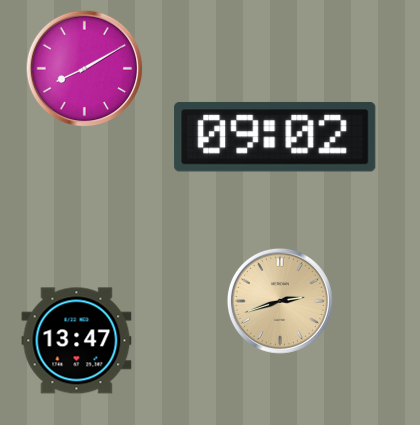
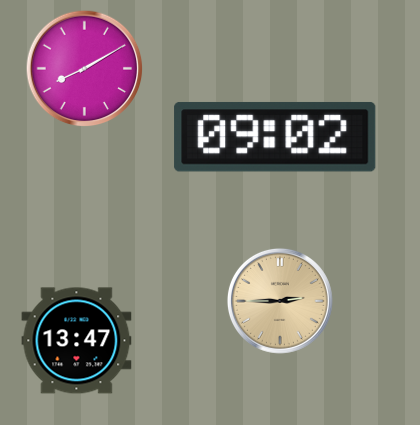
clock at (280, 301): 2:42 -> 2:45
